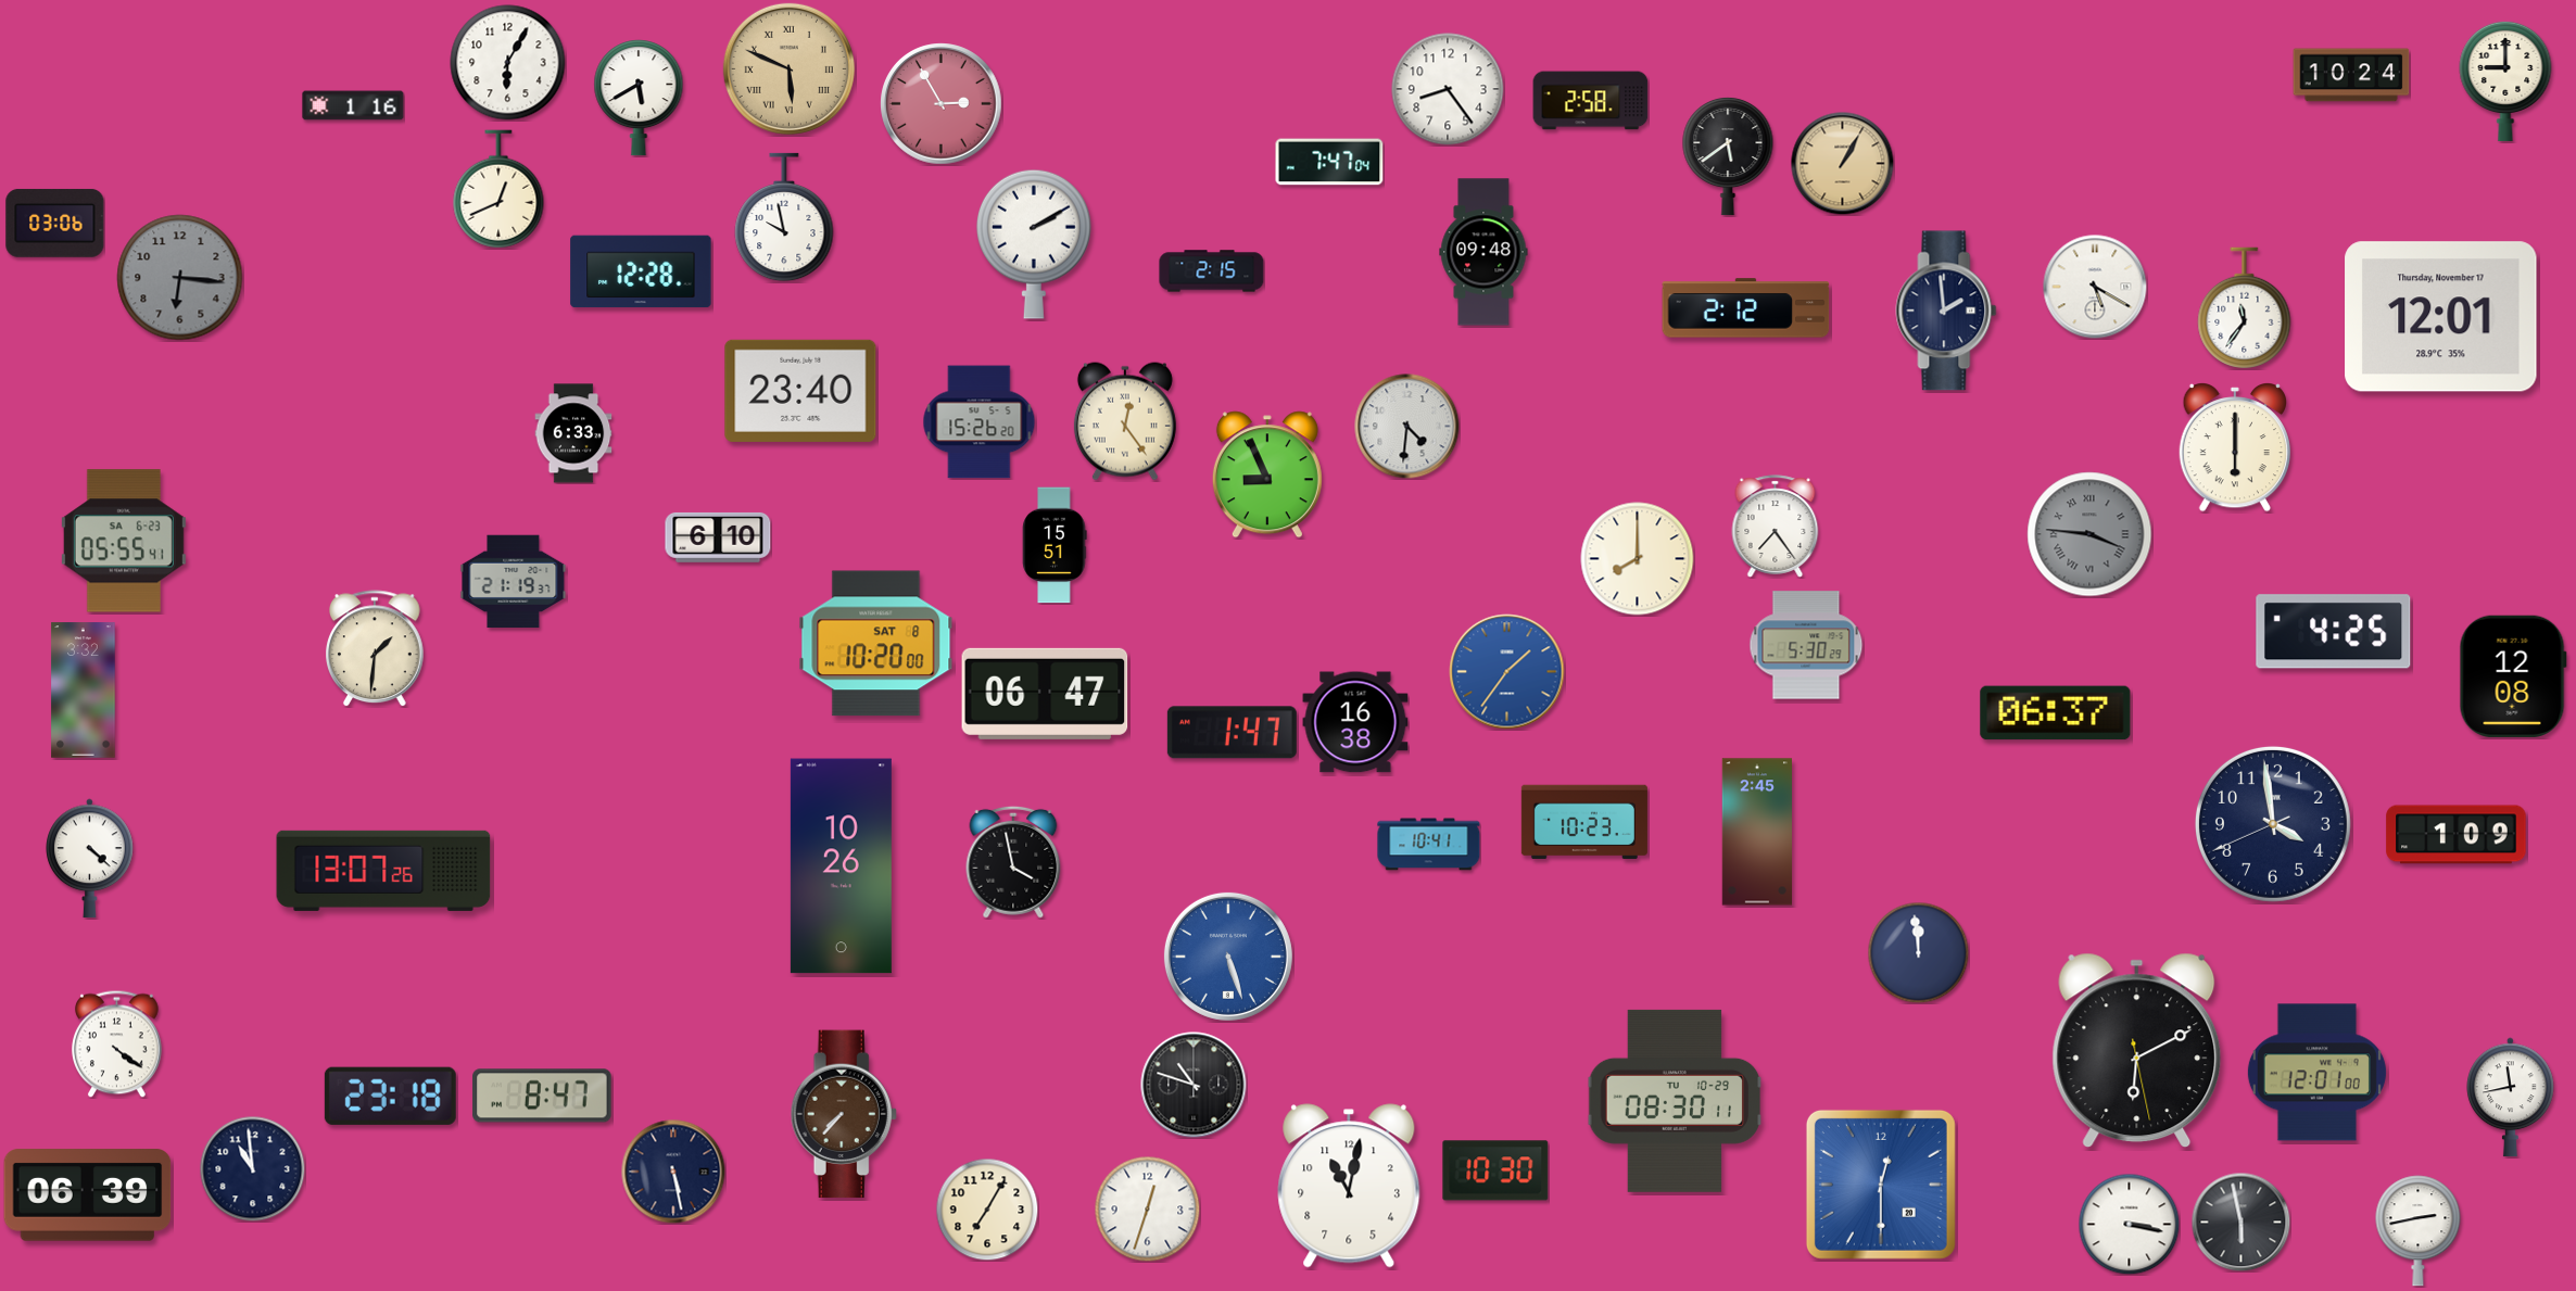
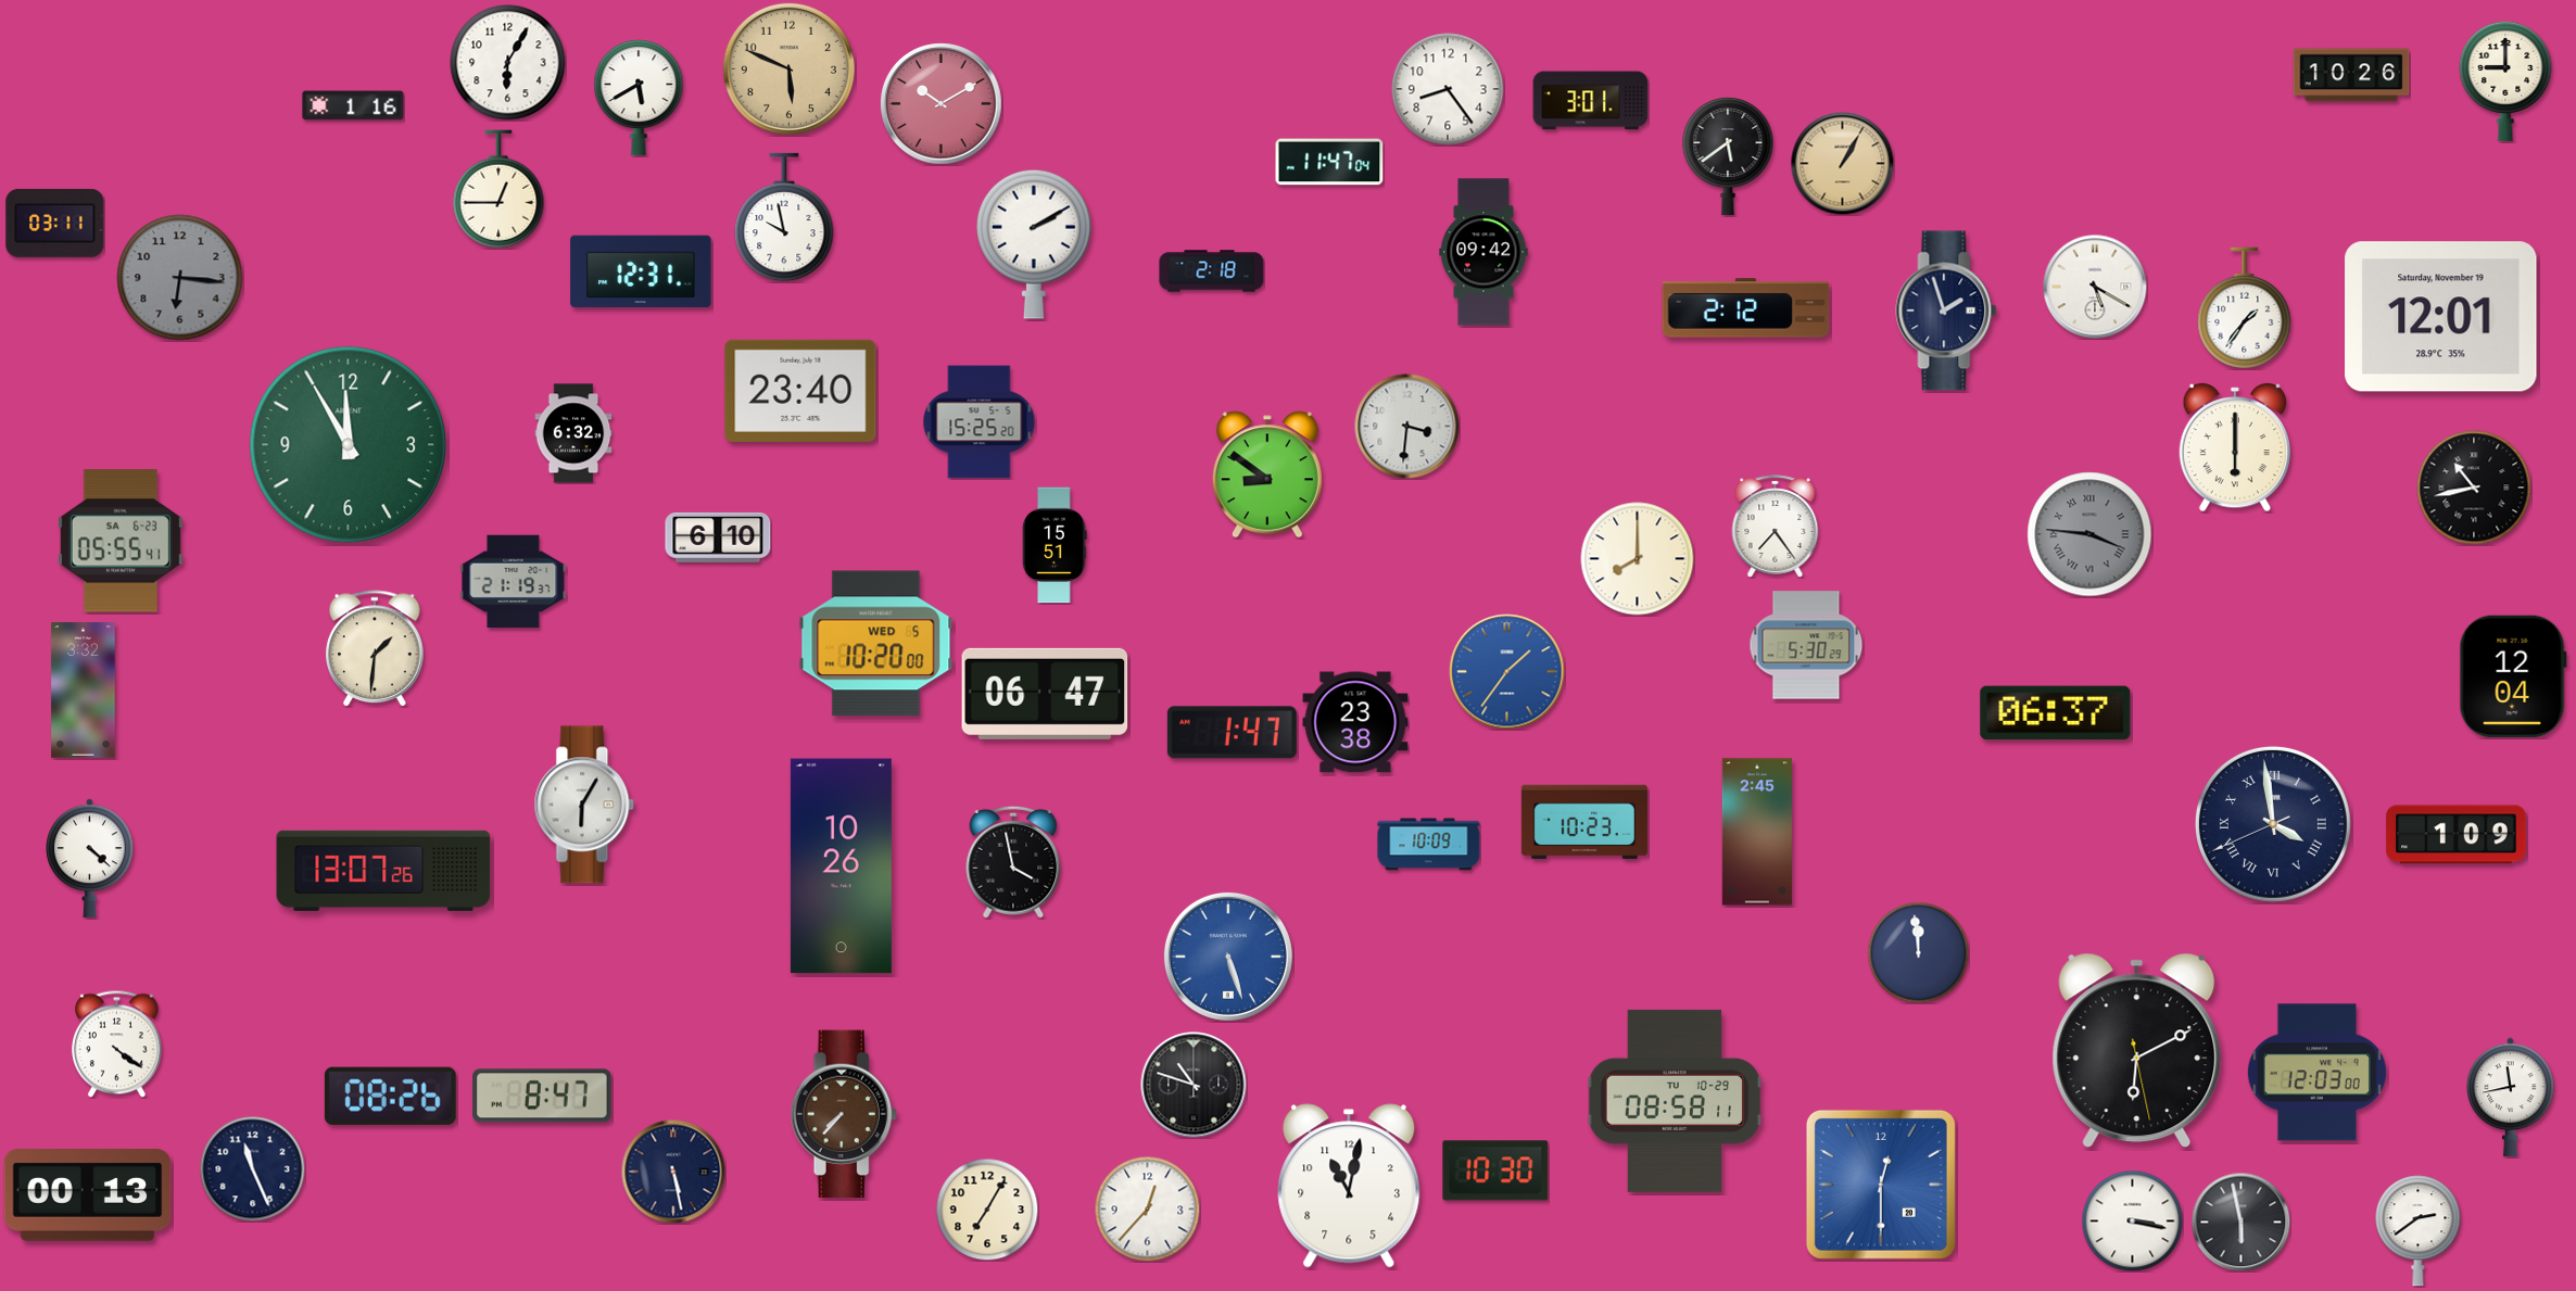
clock at (788, 68) numerals: Roman -> Arabic
clock at (2351, 75): 10:24 -> 10:26
clock at (1591, 101): 2:58 -> 3:01
clock at (942, 104): 2:55 -> 10:10
clock at (1329, 162): 7:47 -> 11:47
clock at (498, 189): 12:41 -> 12:45
clock at (55, 224): 03:06 -> 03:11
clock at (1483, 252): 09:48 -> 09:42
clock at (641, 271): 12:28 -> 12:31
clock at (1212, 271): 2:15 -> 2:18
clock at (2245, 308): 11:36 -> 1:36
clock at (1946, 311): 1:59 -> 1:57
clock at (2441, 317) date: Thursday, November 17 -> Saturday, November 19
clock at (1125, 421): 12:24 -> none
clock at (980, 422): 15:26 -> 15:25
clock at (1407, 427): 4:31 -> 3:31
clock at (573, 433): 6:33 -> 6:32
clock at (349, 445): none -> 11:55
clock at (1267, 474): 8:56 -> 8:51
clock at (2474, 488): none -> 10:43
clock at (124, 541) position: (124, 541) -> (121, 541)
clock at (2334, 632): 4:25 -> none
clock at (876, 644) date: SAT 8 -> WED 5
clock at (2513, 676): 12:08 -> 12:04
clock at (1355, 722): 16:38 -> 23:38
clock at (584, 805): none -> 6:05
clock at (2273, 824) numerals: Arabic -> Roman
clock at (1429, 845): 10:41 -> 10:09
clock at (2316, 1073): 12:01 -> 12:03
clock at (390, 1096): 23:18 -> 08:26
clock at (1675, 1101): 08:30 -> 08:58
clock at (252, 1168): 10:59 -> 11:26
clock at (88, 1195): 06:39 -> 00:13
clock at (1147, 1208): 12:33 -> 12:37
clock at (2129, 1224) position: (2129, 1224) -> (2132, 1220)
clock at (2419, 1231): 2:43 -> 2:39
